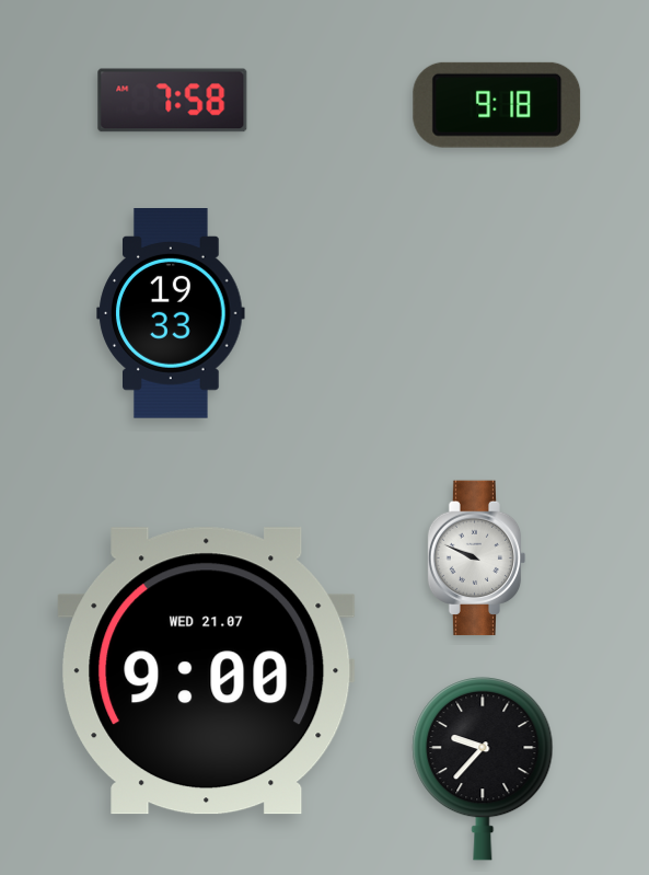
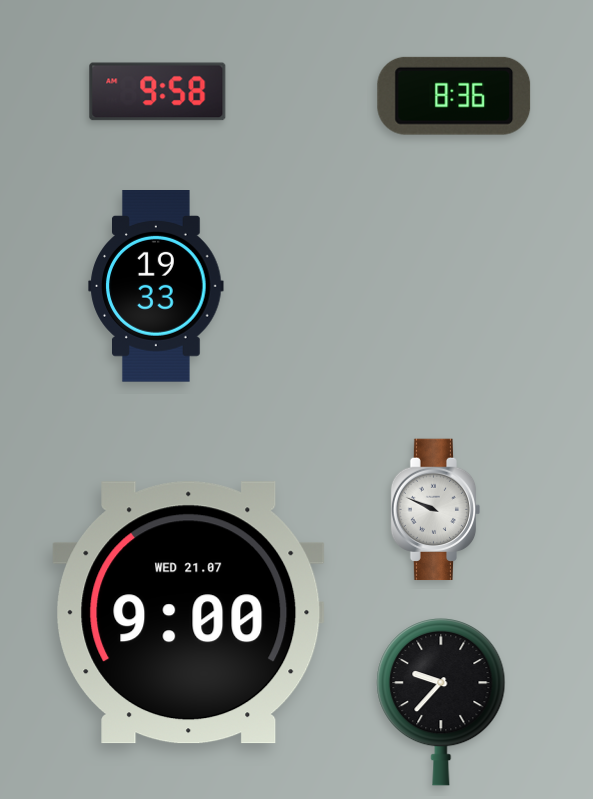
clock at (173, 101): 7:58 -> 9:58
clock at (497, 105): 9:18 -> 8:36
